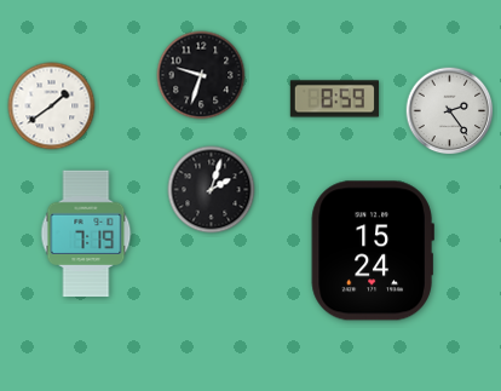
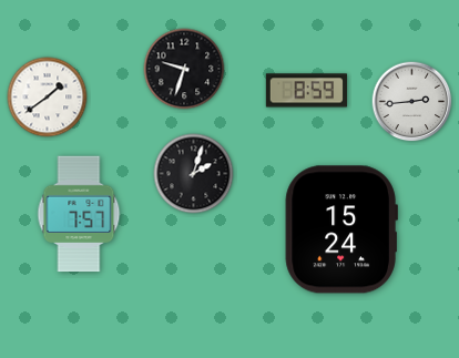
clock at (450, 111): 2:24 -> 2:44
clock at (86, 234): 7:19 -> 7:57
